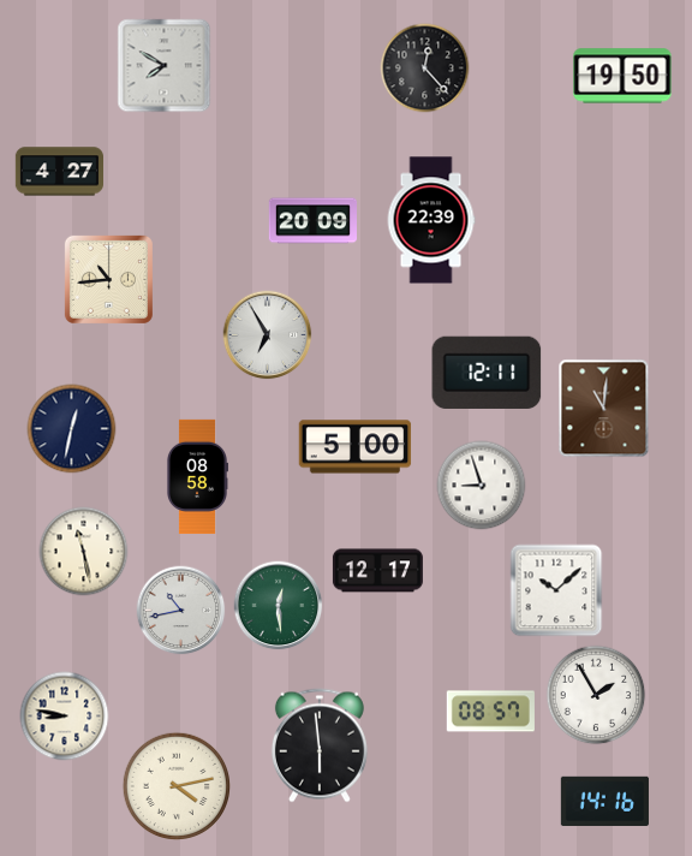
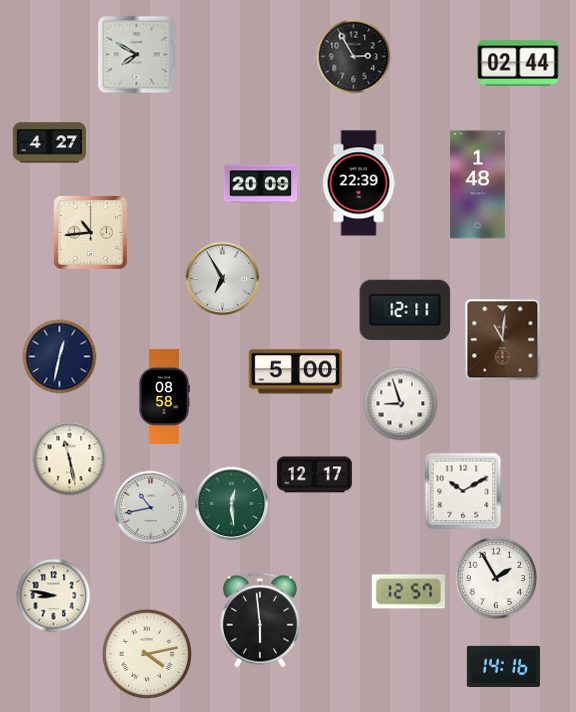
clock at (425, 69): 12:23 -> 2:55
clock at (622, 76): 19:50 -> 02:44
clock at (478, 185): none -> 1:48
clock at (556, 590): 10:08 -> 10:10
clock at (490, 712): 08:57 -> 12:57
clock at (320, 745) position: (320, 745) -> (260, 620)
